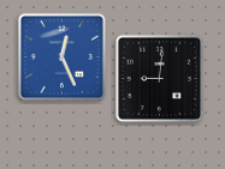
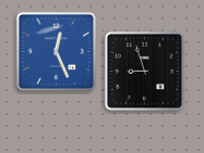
clock at (159, 78): 9:01 -> 8:57
